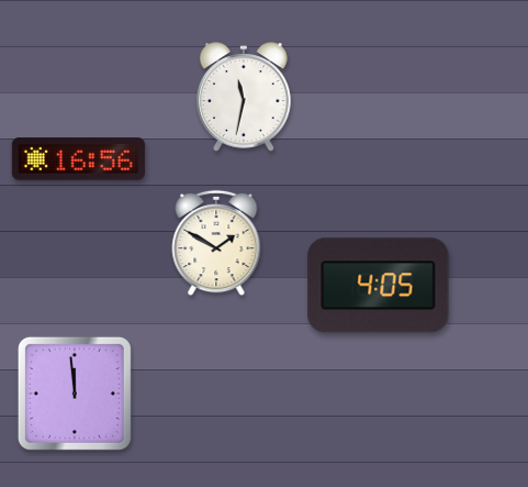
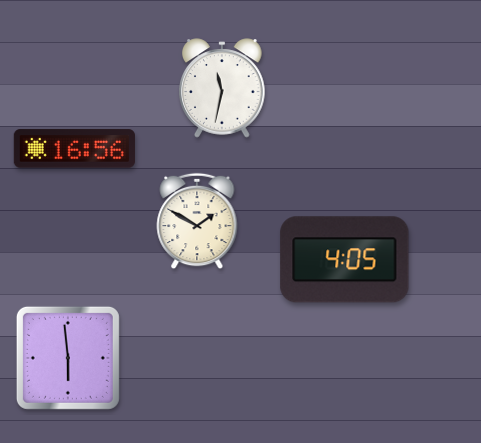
clock at (78, 159) position: (78, 159) -> (74, 149)
clock at (75, 394): 11:59 -> 5:59
